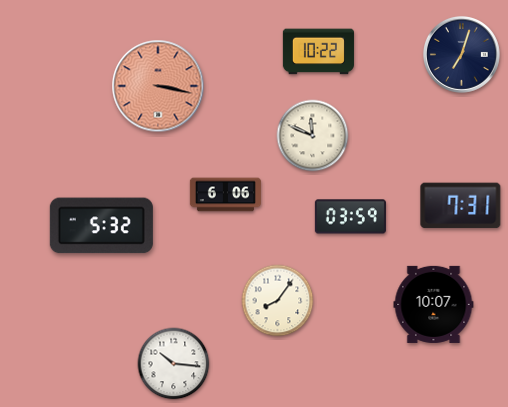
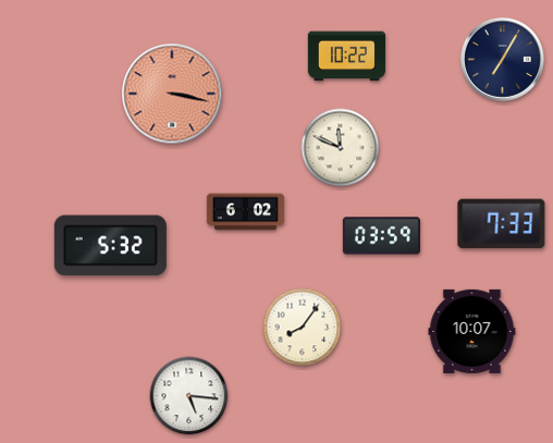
clock at (461, 54): 7:03 -> 7:05
clock at (225, 195): 6:06 -> 6:02
clock at (461, 206): 7:31 -> 7:33
clock at (174, 364): 10:16 -> 5:16
